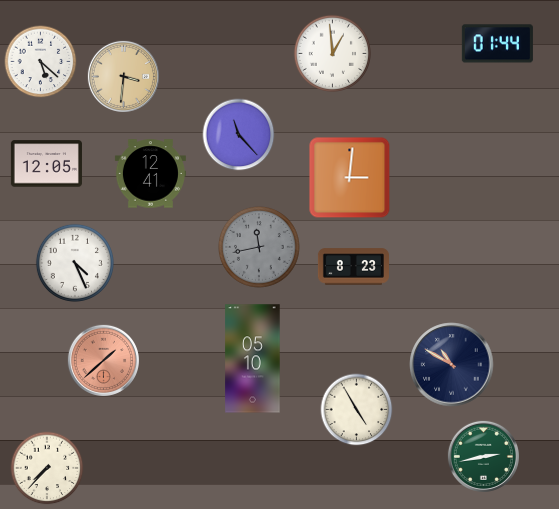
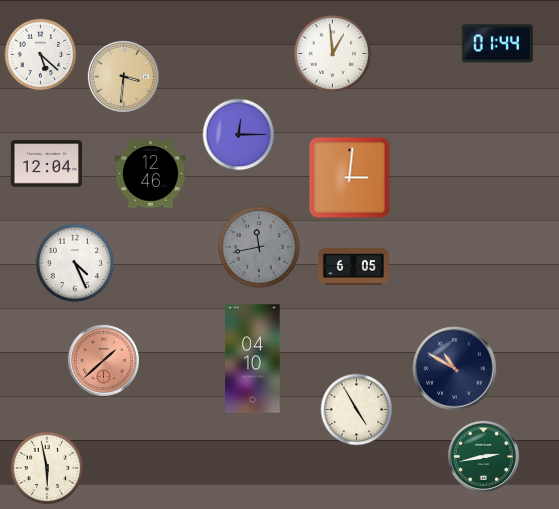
clock at (41, 62) position: (41, 62) -> (41, 55)
clock at (239, 135): 11:23 -> 12:15
clock at (46, 164): 12:05 -> 12:04
clock at (150, 174): 12:41 -> 12:46
clock at (353, 267): 8:23 -> 6:05
clock at (253, 359): 05:10 -> 04:10
clock at (452, 365) position: (452, 365) -> (455, 369)
clock at (47, 468): 7:37 -> 5:58
